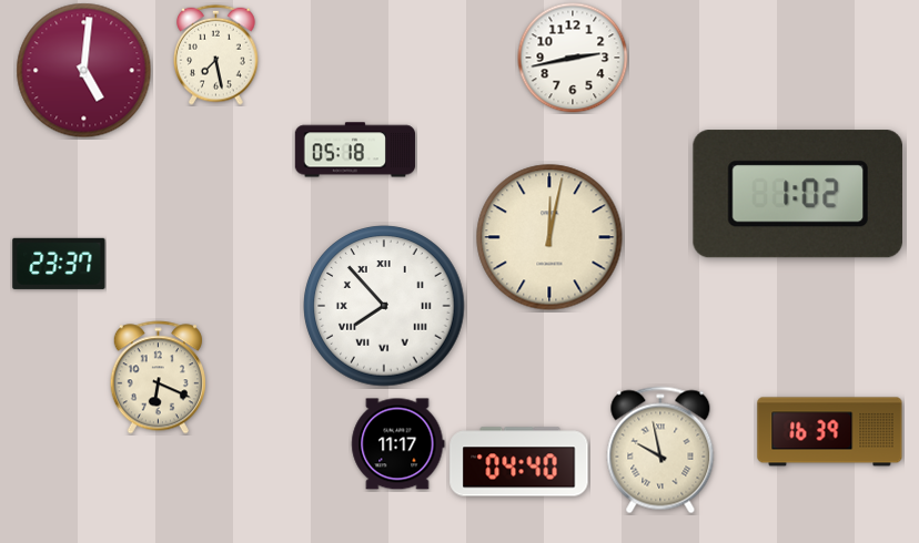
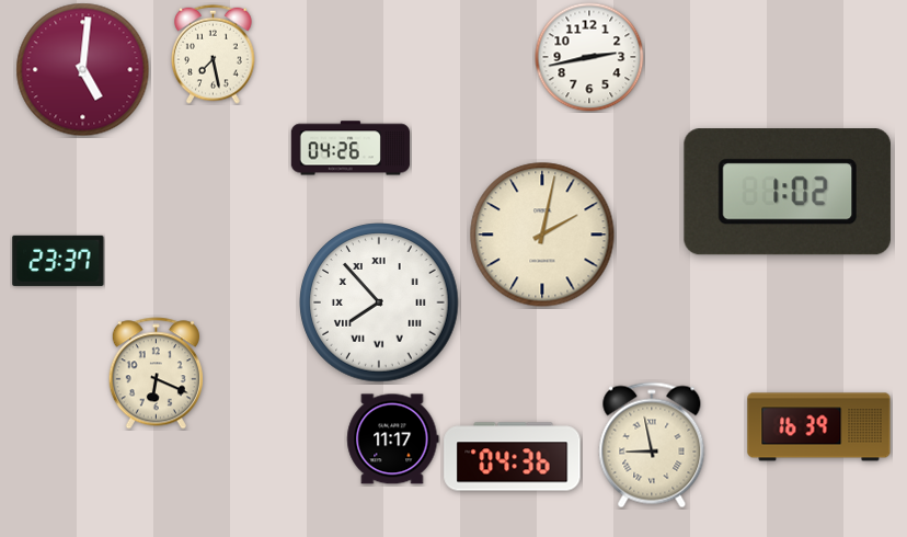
clock at (573, 58) position: (573, 58) -> (589, 57)
clock at (355, 150): 05:18 -> 04:26
clock at (549, 237): 12:02 -> 2:02
clock at (660, 450): 9:58 -> 8:58
clock at (519, 462): 04:40 -> 04:36
